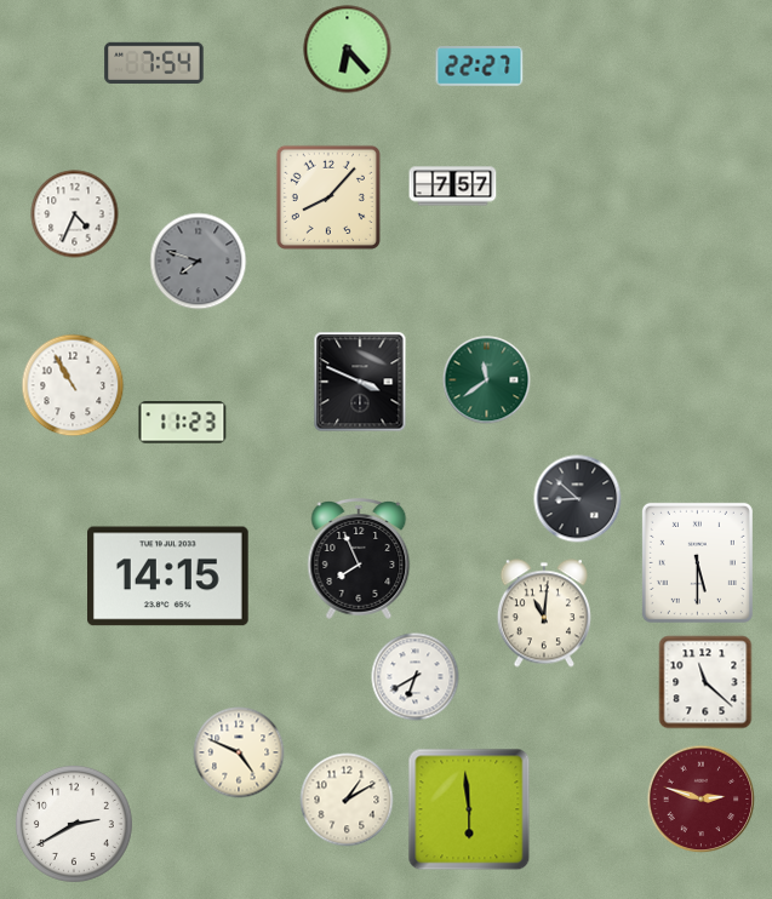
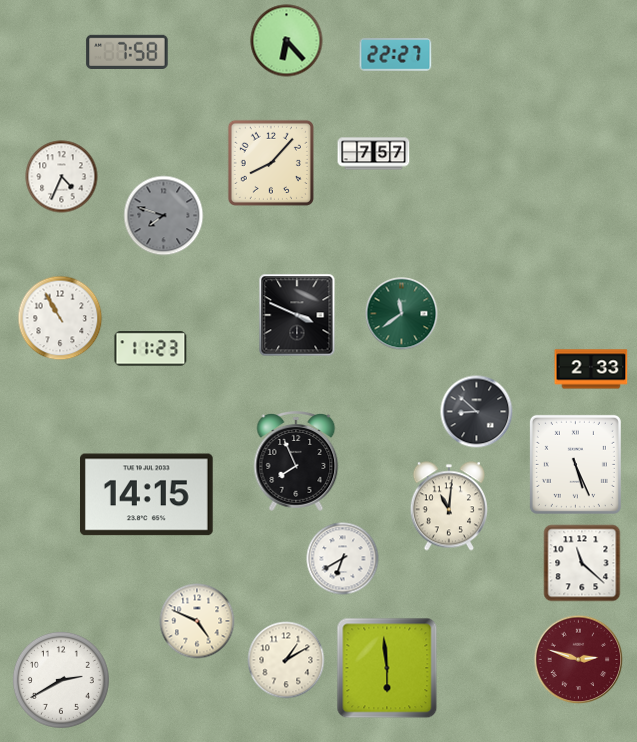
clock at (154, 62): 7:54 -> 7:58
clock at (591, 369): none -> 2:33
clock at (697, 562): 5:30 -> 5:26
clock at (168, 577) position: (168, 577) -> (147, 495)
